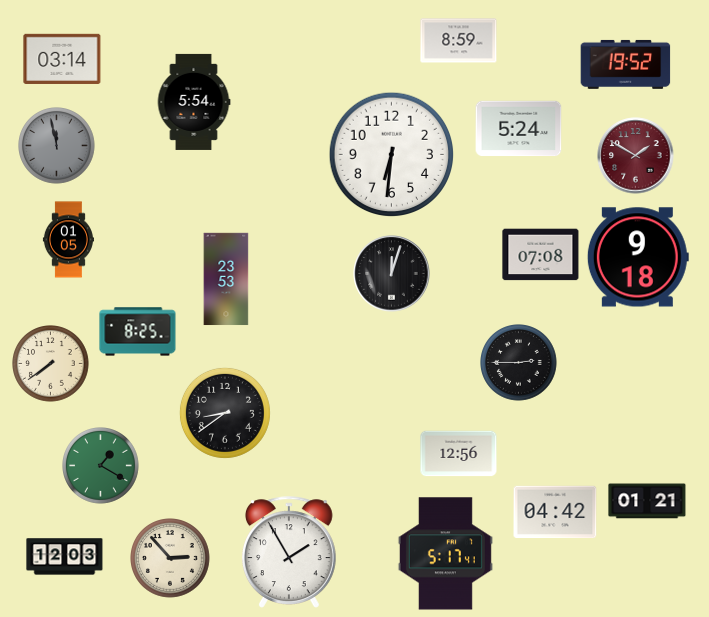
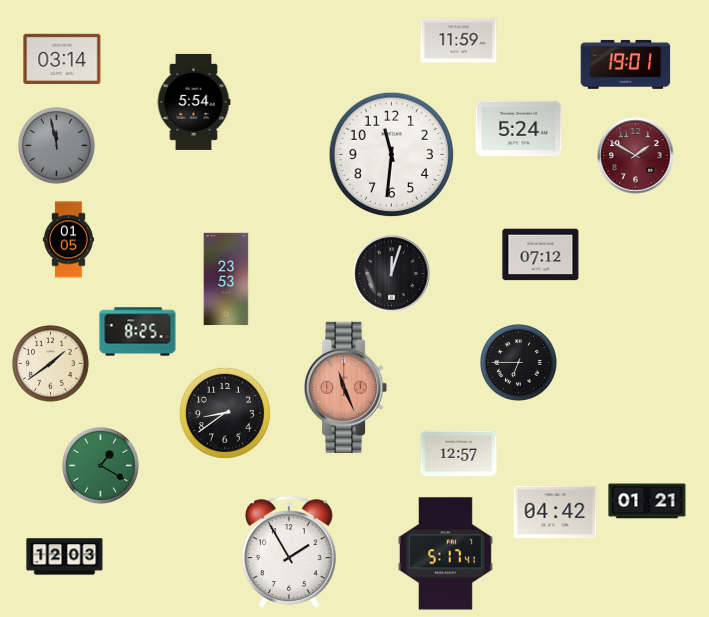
clock at (459, 41): 8:59 -> 11:59
clock at (626, 64): 19:52 -> 19:01
clock at (392, 155): 6:31 -> 11:31
clock at (541, 255): 07:08 -> 07:12
clock at (638, 257): 9:18 -> none
clock at (519, 363): 2:45 -> 6:45
clock at (51, 364): 7:39 -> 1:39
clock at (347, 387): none -> 11:26
clock at (459, 454): 12:56 -> 12:57
clock at (171, 559): 2:53 -> none
